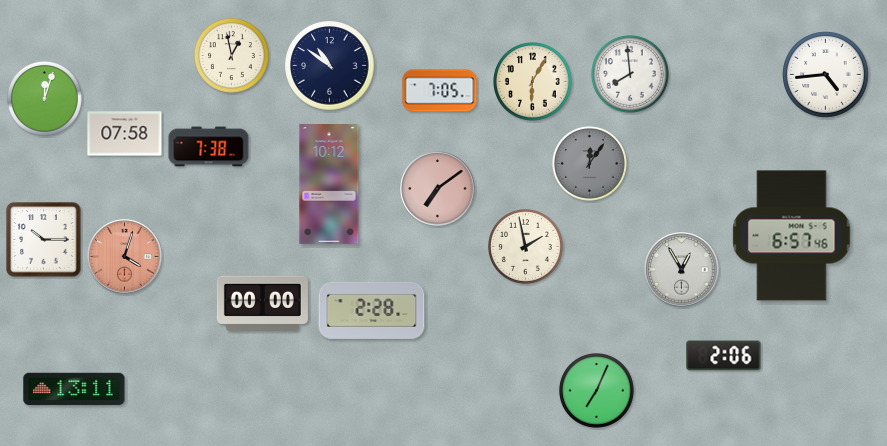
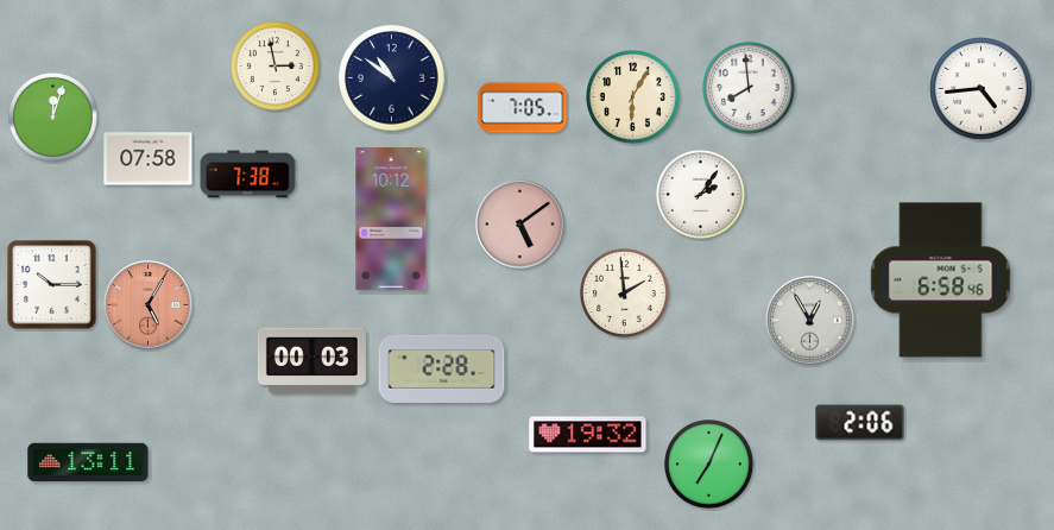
clock at (231, 55): 12:58 -> 2:58
clock at (589, 163): 12:06 -> 2:06
clock at (589, 163) dial: grey -> white
clock at (438, 189): 7:09 -> 5:09
clock at (792, 236): 6:57 -> 6:58
clock at (525, 246): 1:58 -> 1:59
clock at (125, 257): 4:03 -> 5:05
clock at (262, 303): 00:00 -> 00:03
clock at (588, 435): none -> 19:32
